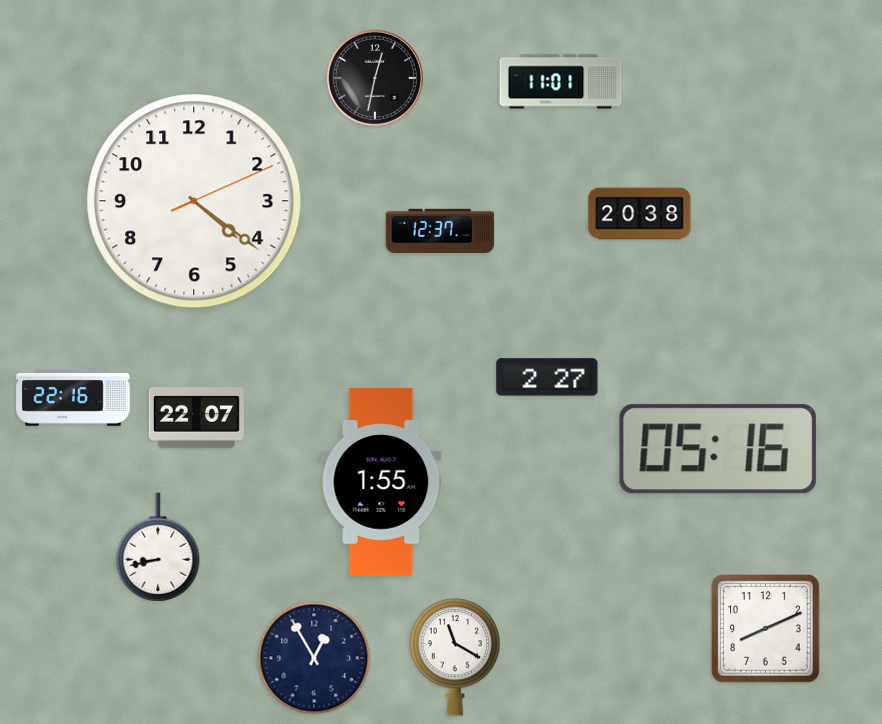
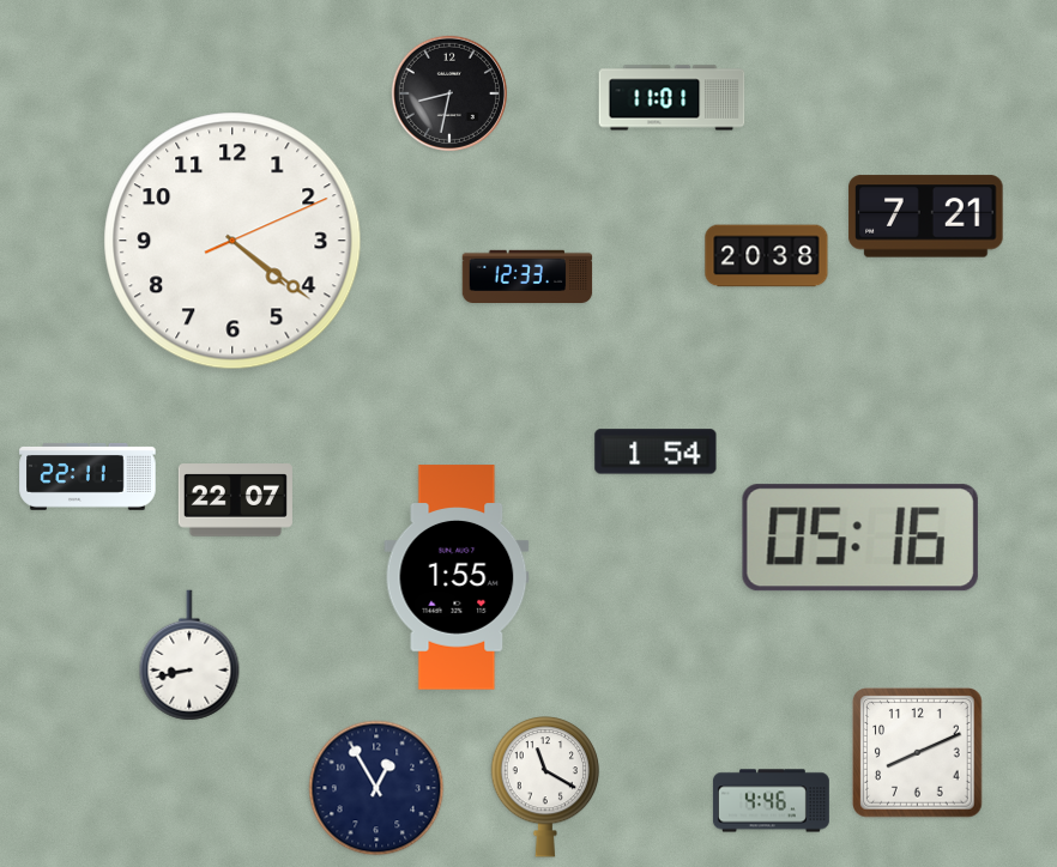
clock at (375, 78): 12:32 -> 8:32
clock at (926, 217): none -> 7:21
clock at (440, 230): 12:37 -> 12:33
clock at (547, 377): 2:27 -> 1:54
clock at (73, 398): 22:16 -> 22:11
clock at (772, 801): none -> 4:46
